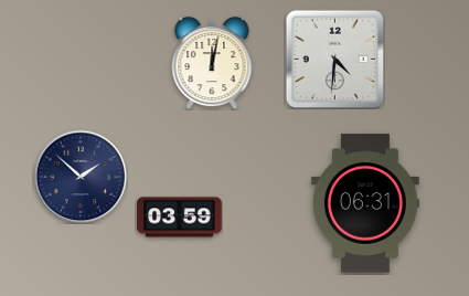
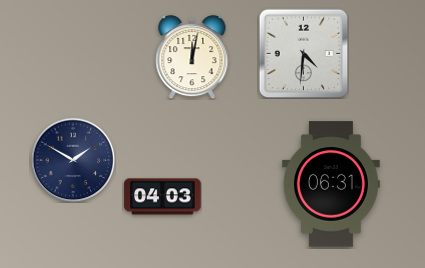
clock at (81, 177): 1:52 -> 1:50
clock at (180, 218): 03:59 -> 04:03
